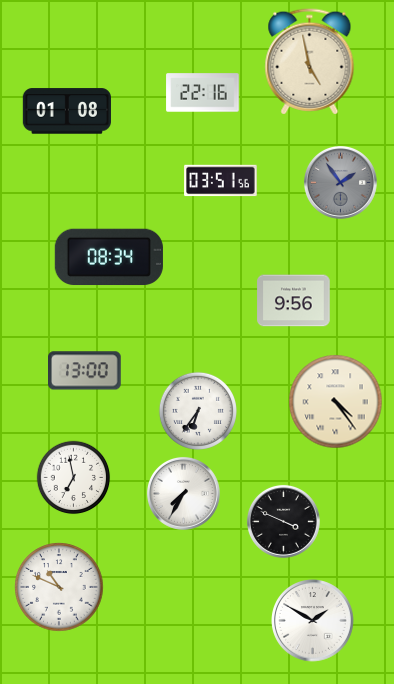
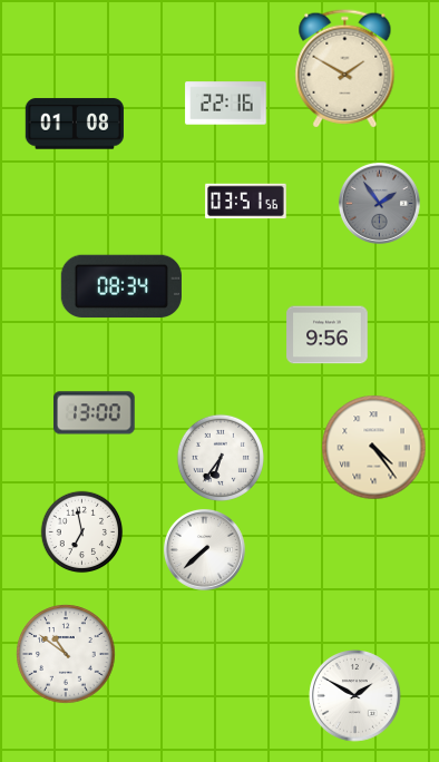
clock at (310, 62): 4:58 -> 1:50
clock at (183, 493): 7:35 -> 7:38
clock at (283, 521): 3:49 -> none
clock at (59, 587): 10:49 -> 10:51
clock at (313, 621) position: (313, 621) -> (355, 696)
